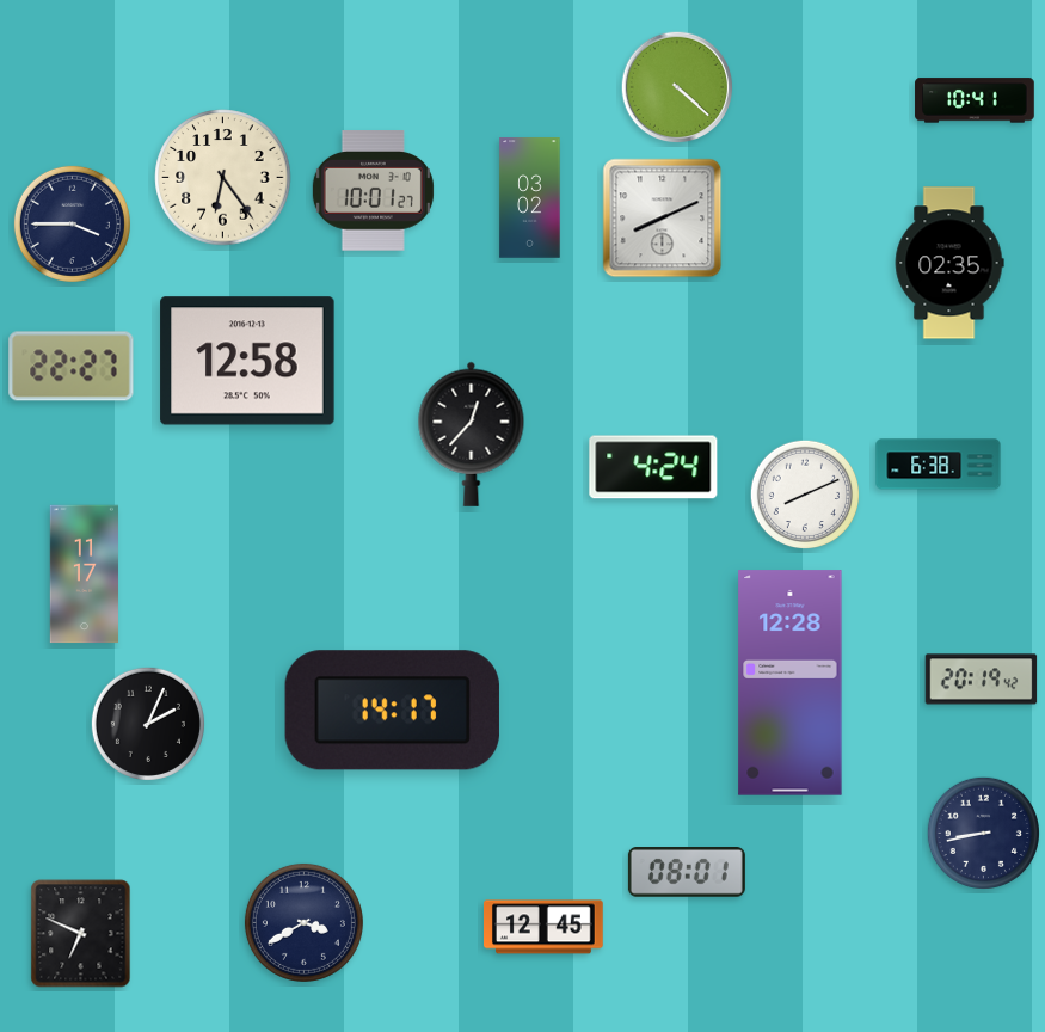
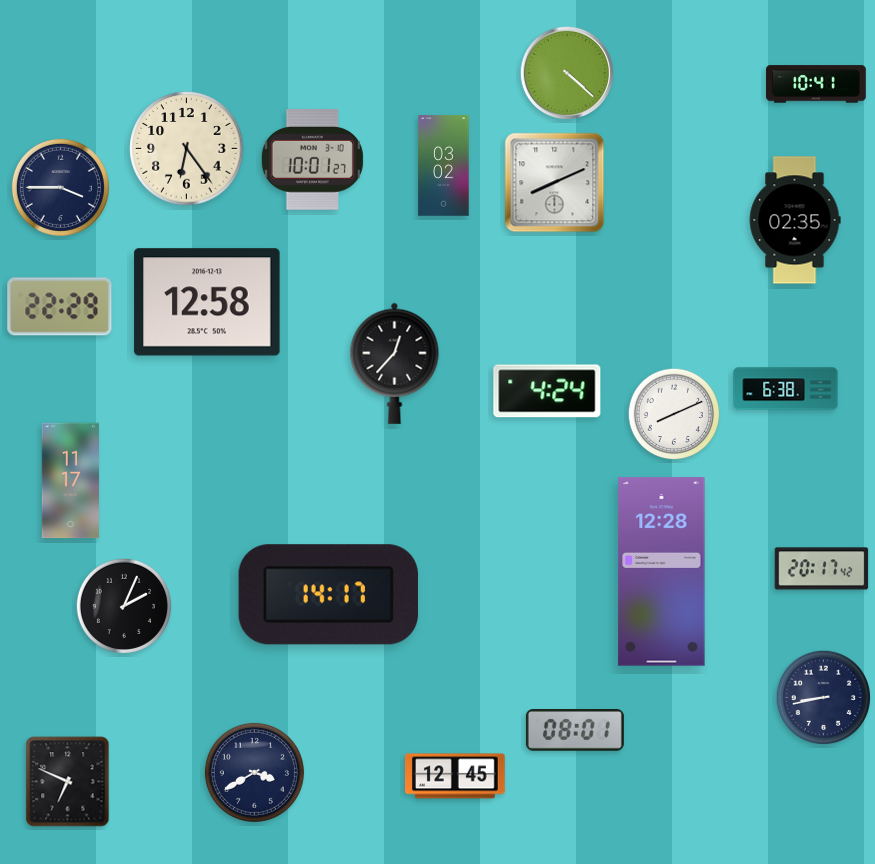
clock at (72, 367): 22:27 -> 22:29
clock at (982, 680): 20:19 -> 20:17
